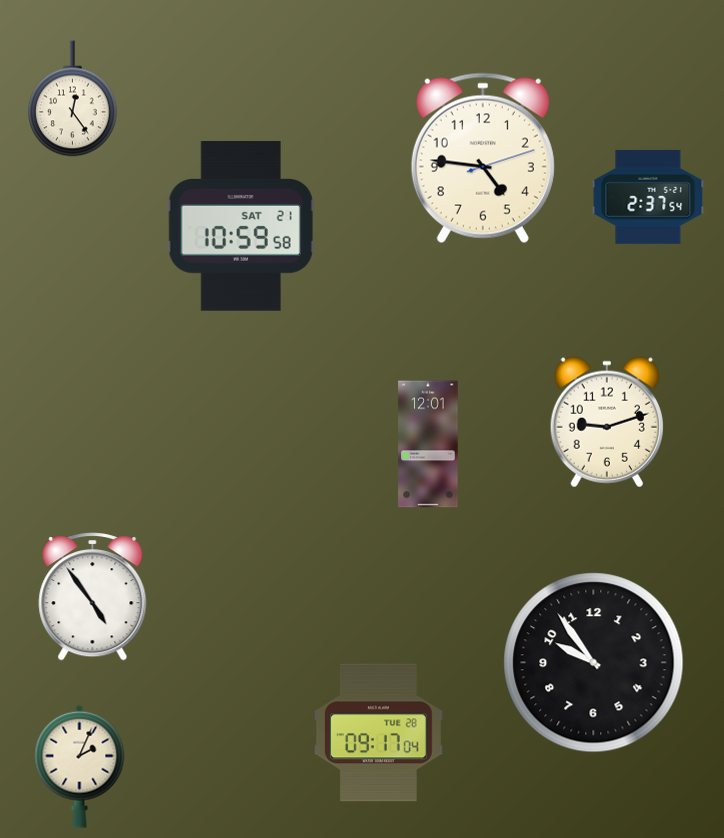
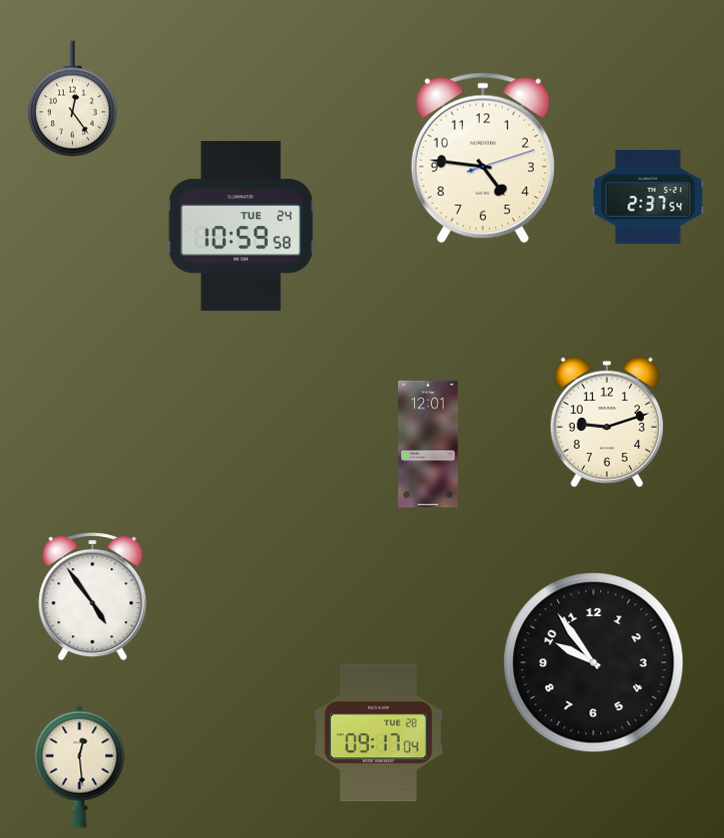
clock at (241, 227) date: SAT 21 -> TUE 24
clock at (80, 766): 2:04 -> 12:29
